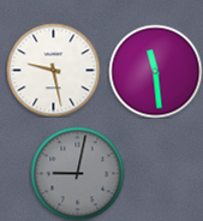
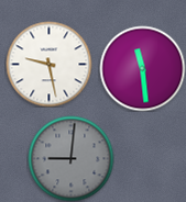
clock at (155, 71) position: (155, 71) -> (142, 68)
clock at (77, 173): 9:02 -> 9:01
